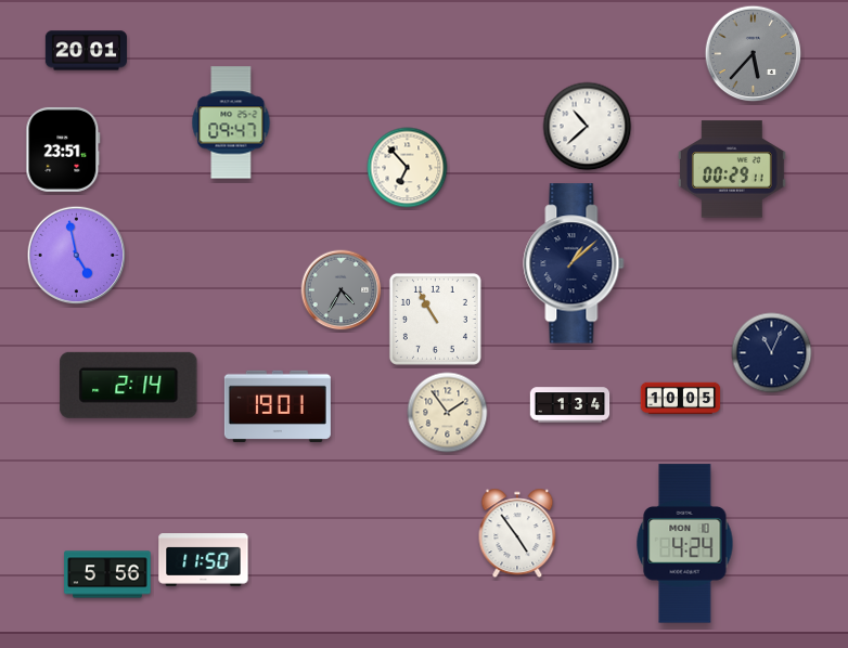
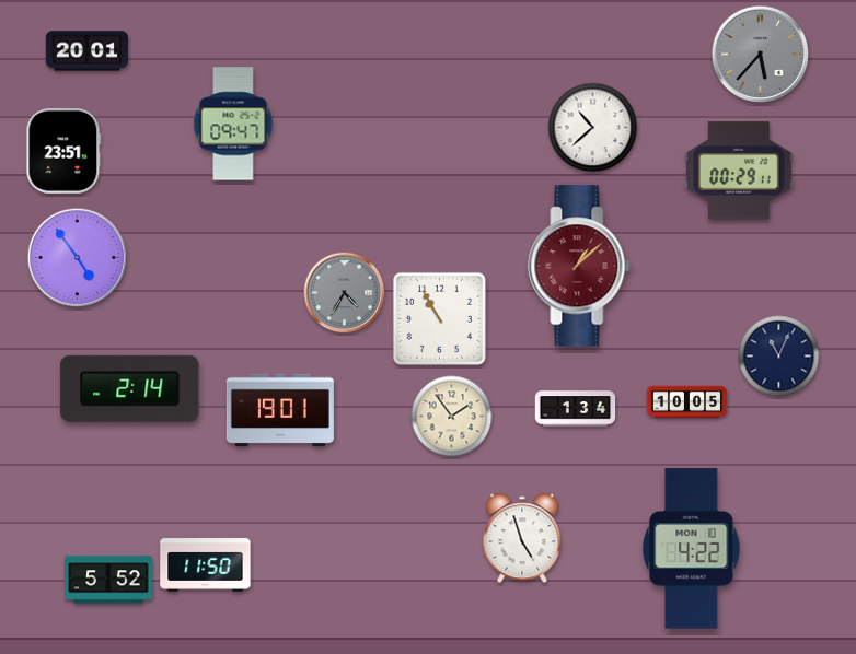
clock at (408, 168): 6:53 -> none
clock at (77, 256): 4:58 -> 4:54
clock at (574, 263) dial: navy -> burgundy
clock at (435, 319) position: (435, 319) -> (439, 318)
clock at (517, 533): 4:54 -> 4:57
clock at (685, 544): 4:24 -> 4:22
clock at (107, 574): 5:56 -> 5:52
